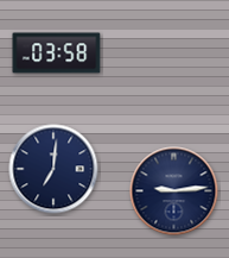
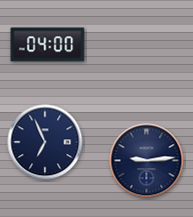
clock at (57, 54): 03:58 -> 04:00
clock at (53, 169): 7:01 -> 6:56
